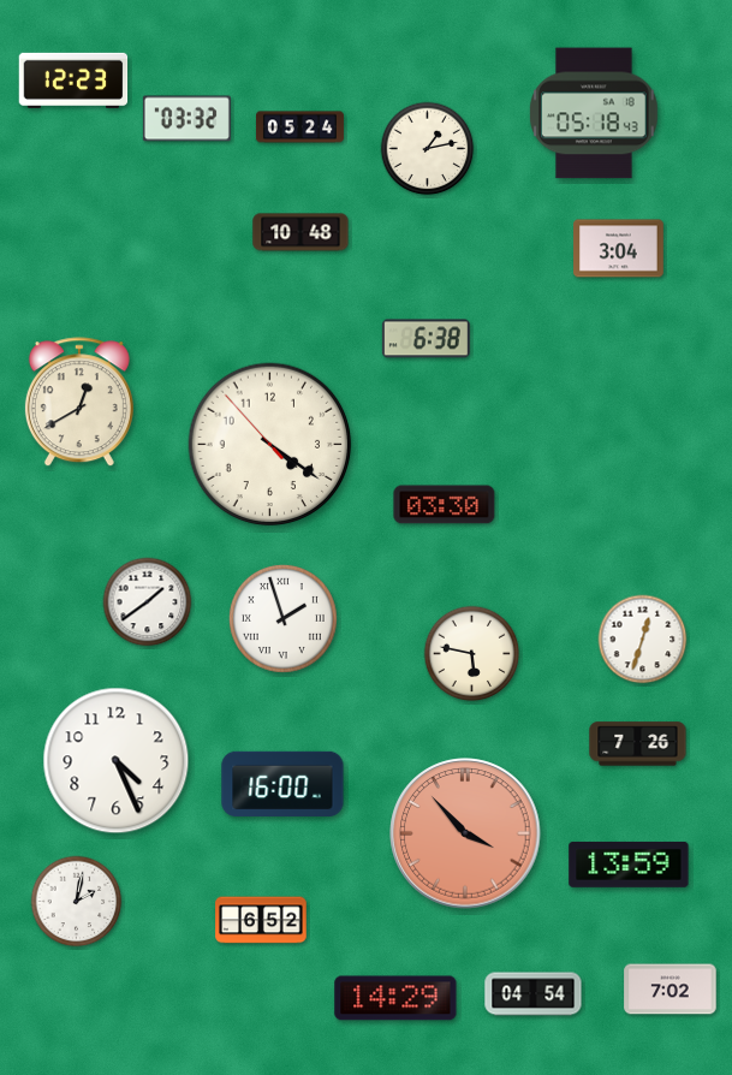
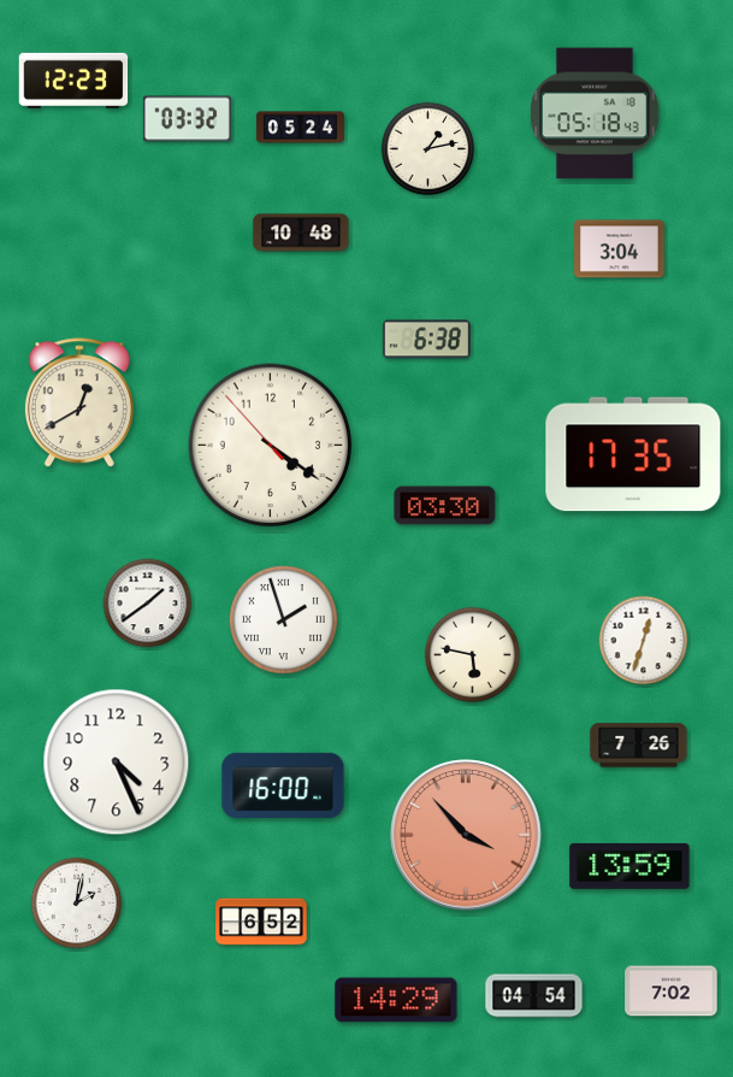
clock at (633, 454): none -> 17:35
